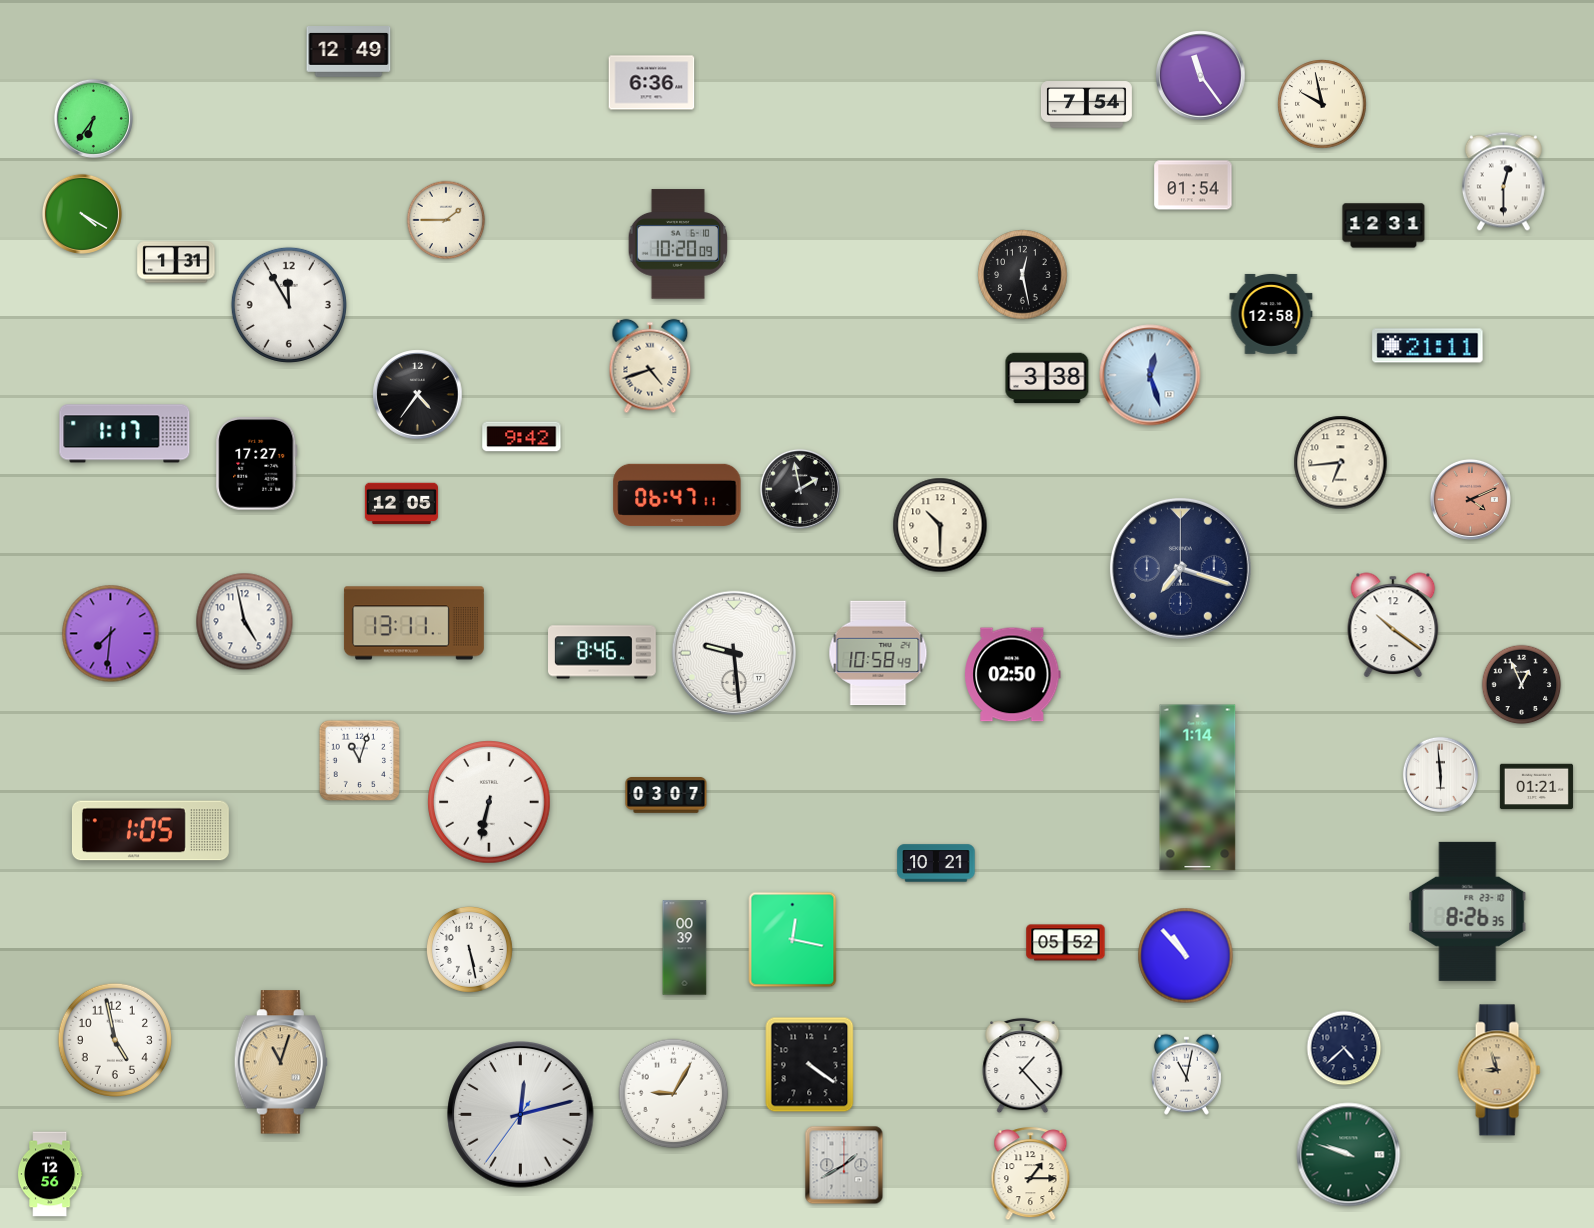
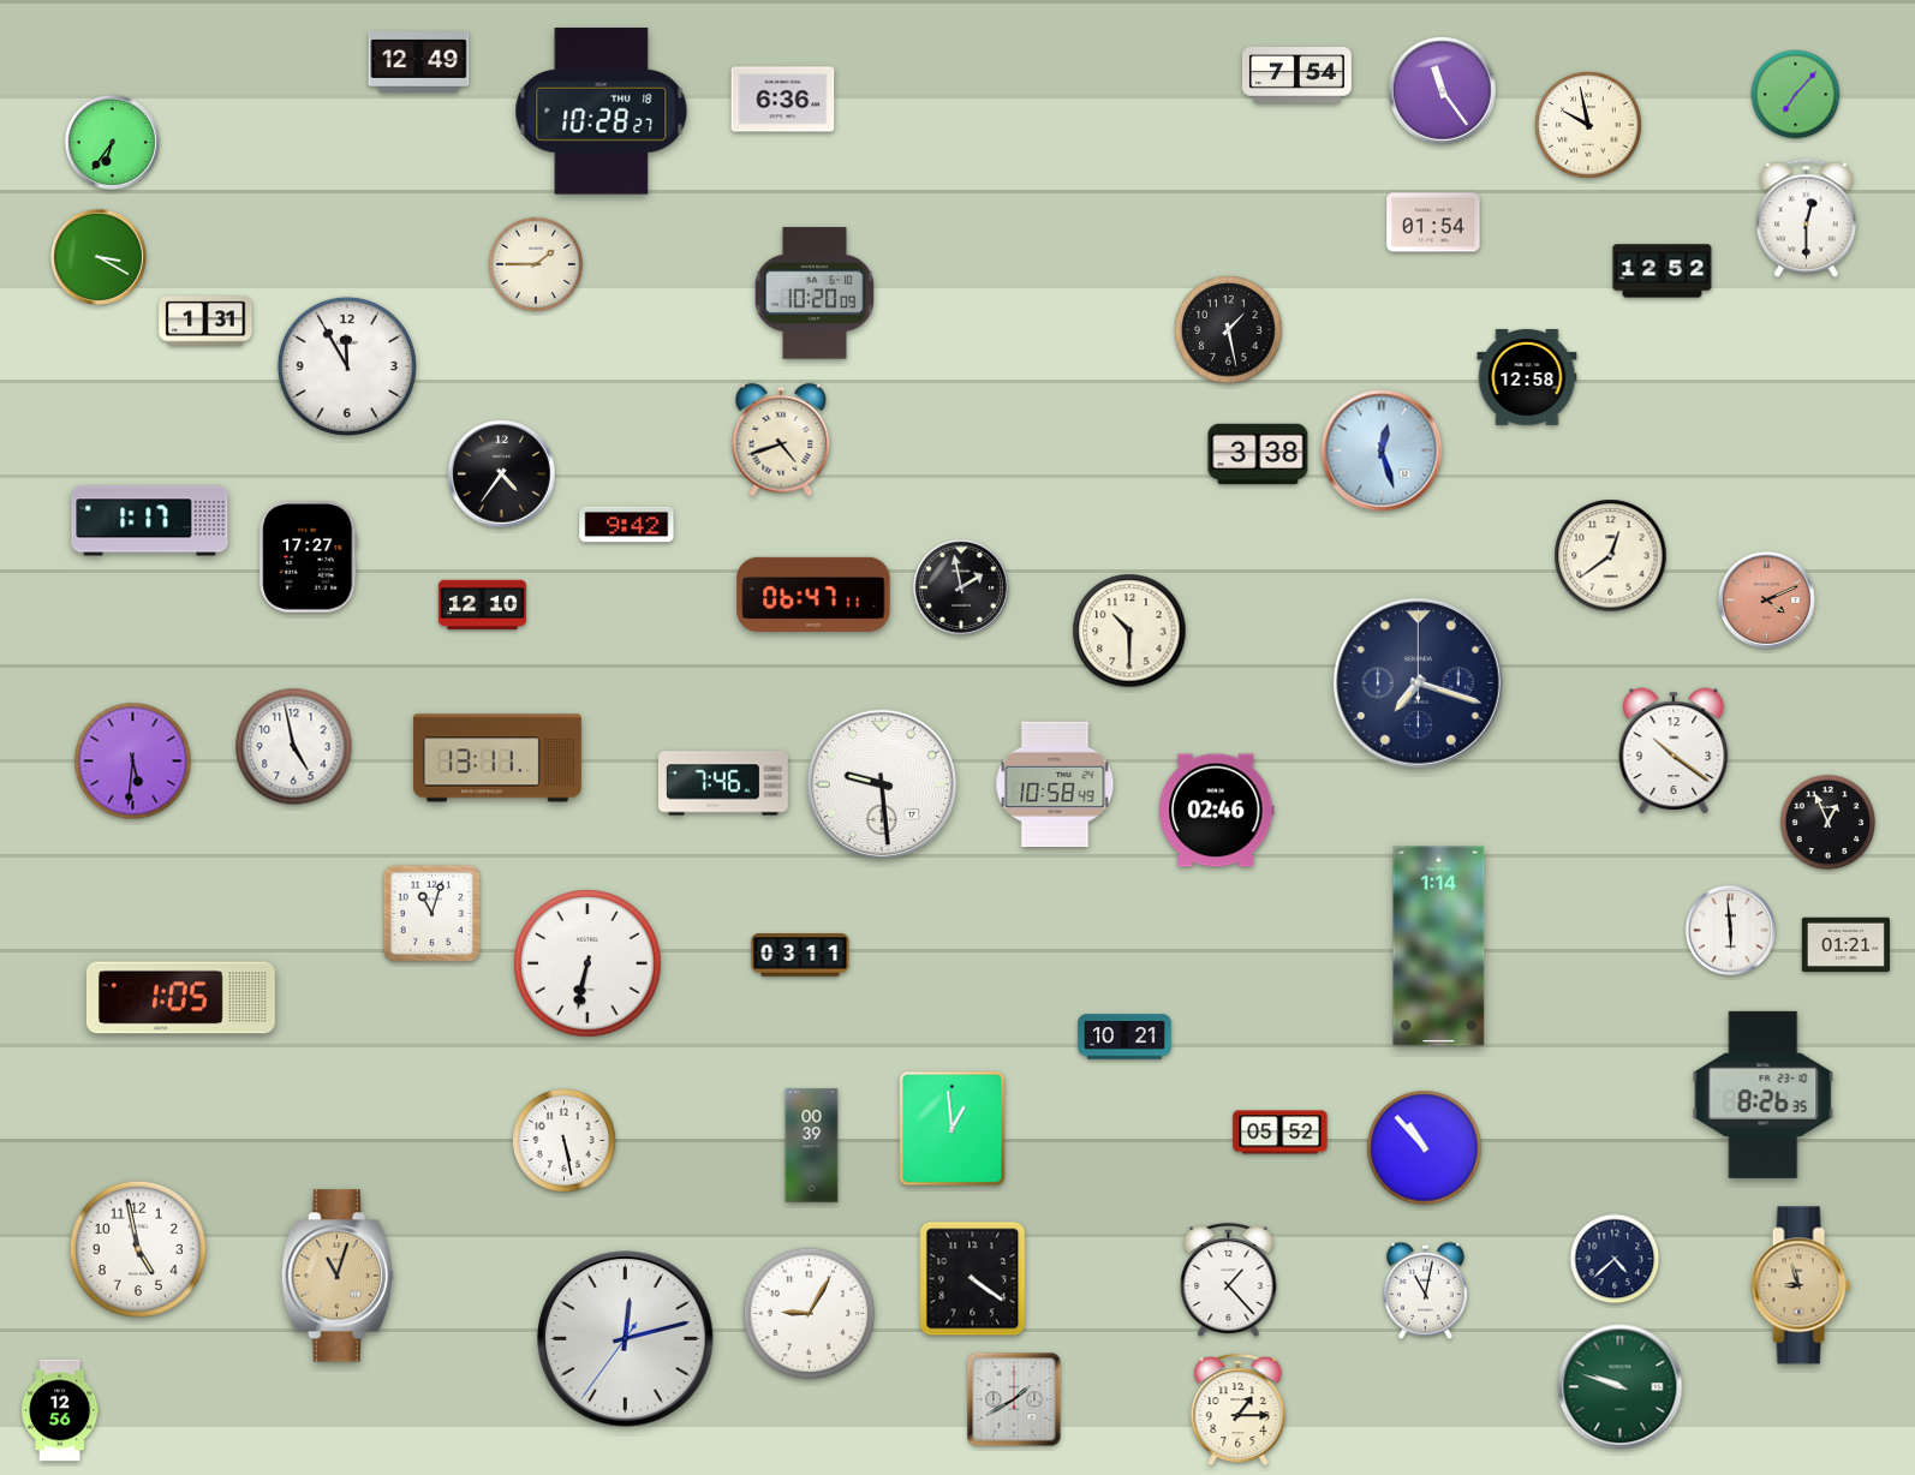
clock at (1796, 95): none -> 7:07
clock at (602, 112): none -> 10:28
clock at (1086, 105) position: (1086, 105) -> (1296, 76)
clock at (82, 214): 4:20 -> 3:20
clock at (1384, 226): 12:31 -> 12:52
clock at (176, 262) position: (176, 262) -> (205, 321)
clock at (1023, 275): 12:28 -> 1:28
clock at (1428, 346): 21:11 -> none
clock at (1341, 463): 6:44 -> 12:39
clock at (401, 504): 12:05 -> 12:10
clock at (414, 623) position: (414, 623) -> (497, 758)
clock at (111, 634): 7:31 -> 5:31
clock at (603, 652): 8:46 -> 7:46
clock at (1013, 675): 02:50 -> 02:46
clock at (666, 796): 03:07 -> 03:11
clock at (793, 940): 12:17 -> 12:59
clock at (685, 948) position: (685, 948) -> (812, 1146)
